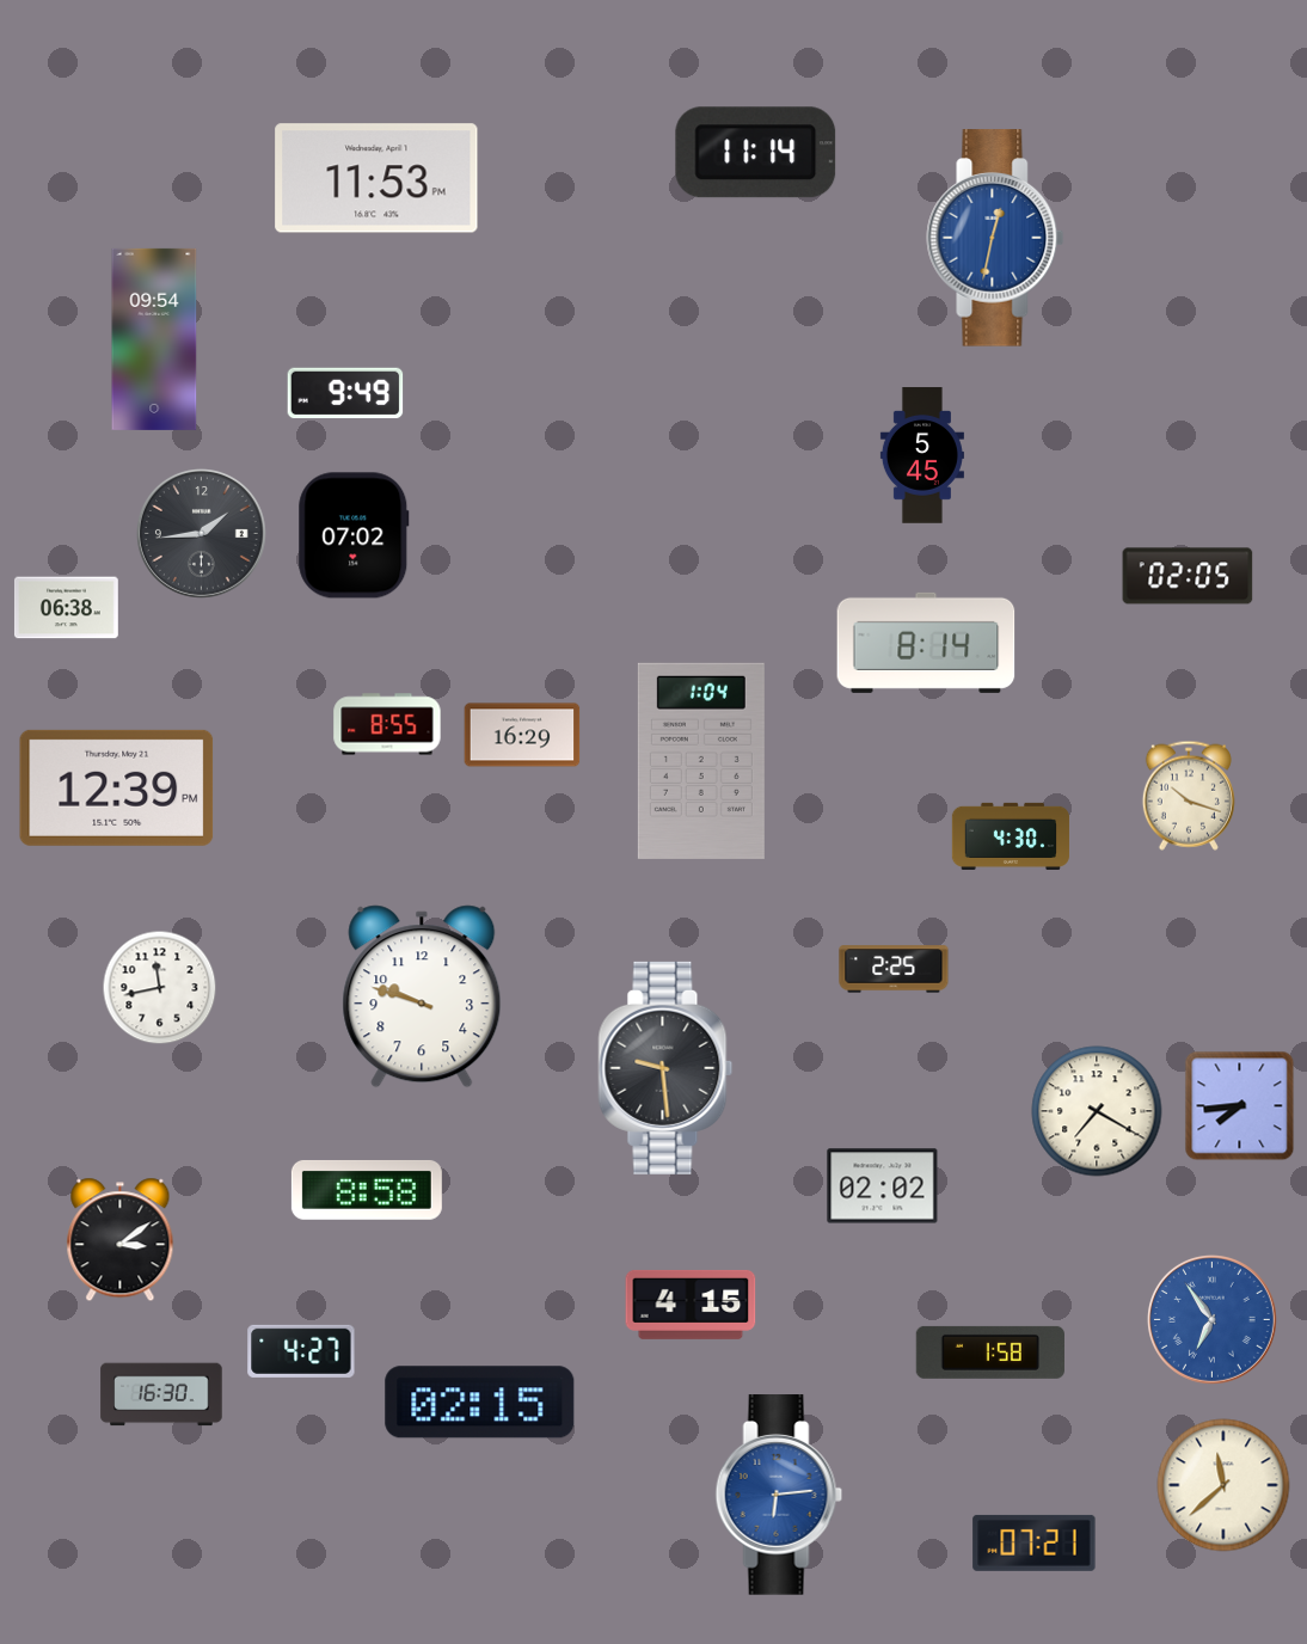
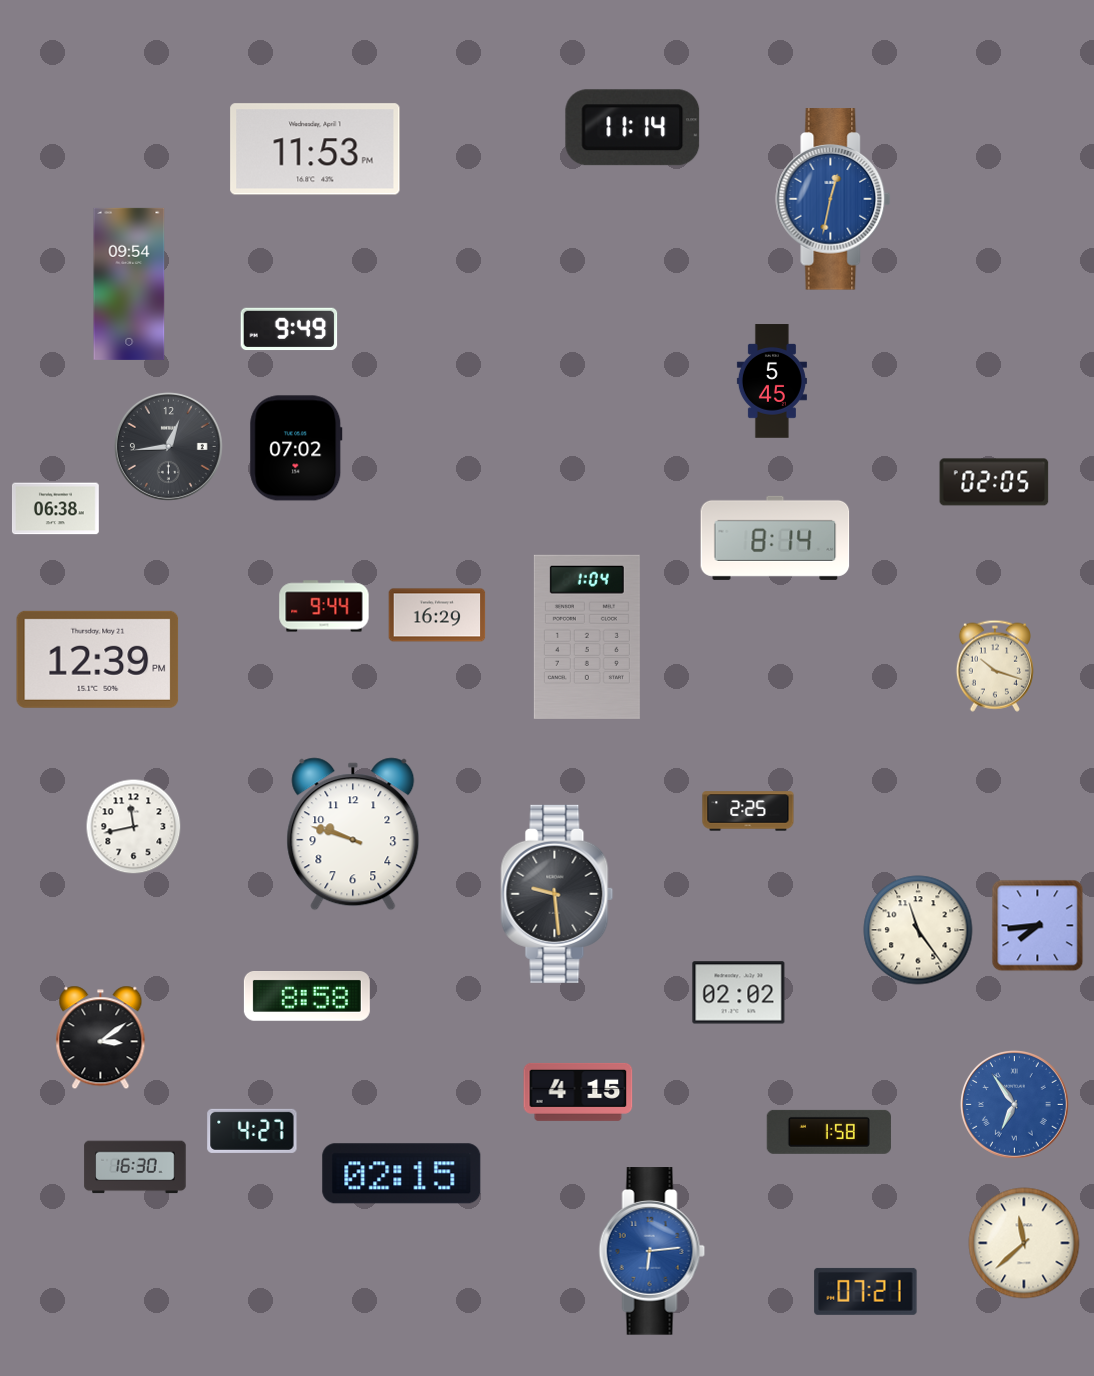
clock at (201, 533): 1:44 -> 12:44
clock at (387, 724): 8:55 -> 9:44
clock at (1011, 836): 4:30 -> none
clock at (1097, 1111): 7:20 -> 11:24
